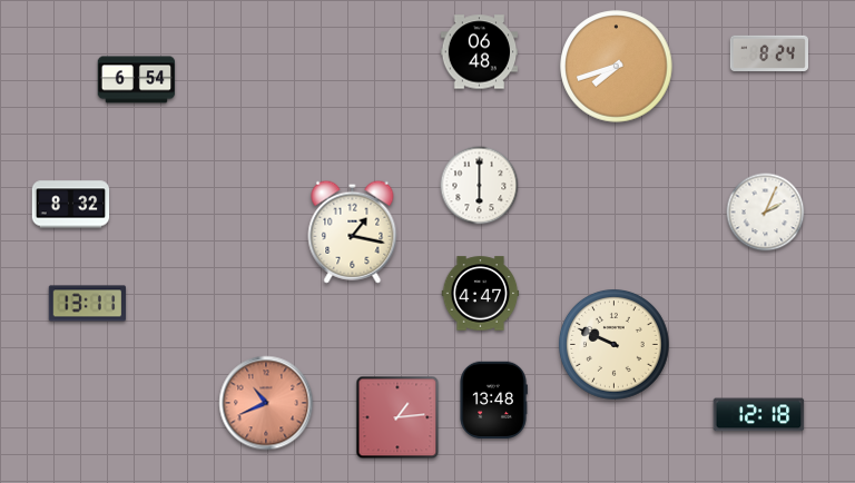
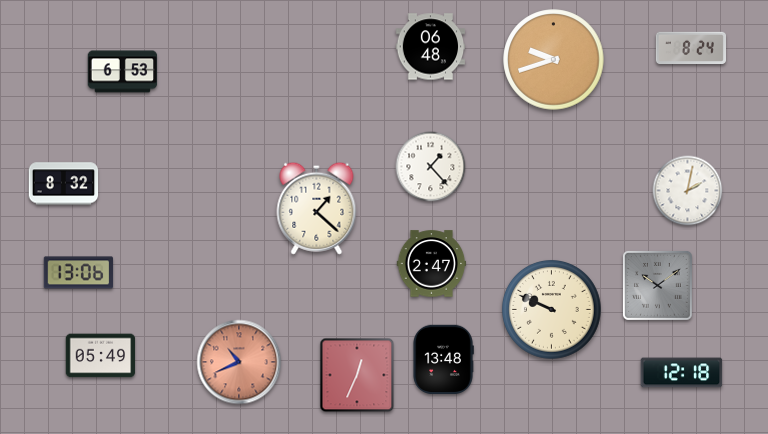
clock at (617, 67): 7:42 -> 9:42
clock at (137, 80): 6:54 -> 6:53
clock at (480, 186): 6:00 -> 1:23
clock at (766, 213): 2:04 -> 2:02
clock at (353, 231): 1:17 -> 1:22
clock at (481, 294): 4:47 -> 2:47
clock at (88, 304): 13:11 -> 13:06
clock at (657, 285): none -> 10:09
clock at (101, 356): none -> 05:49
clock at (397, 417): 1:14 -> 12:34
